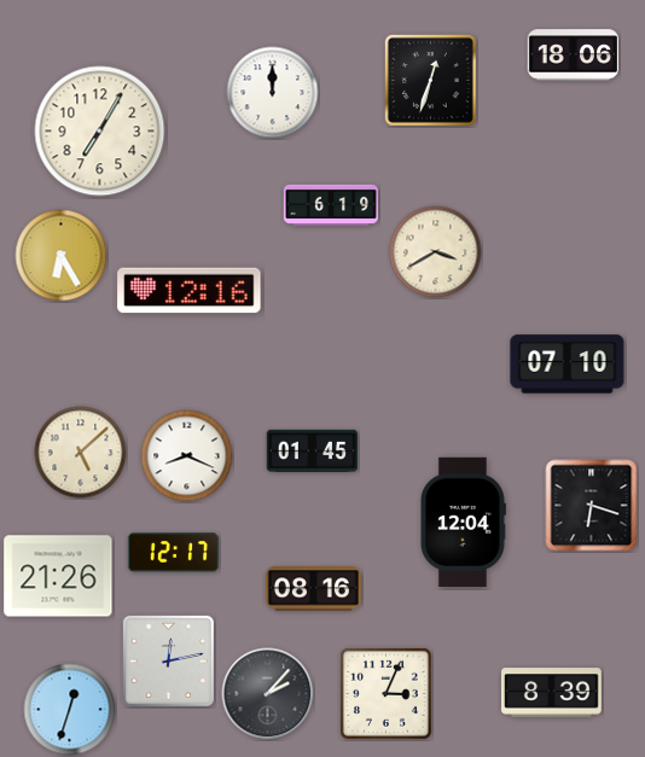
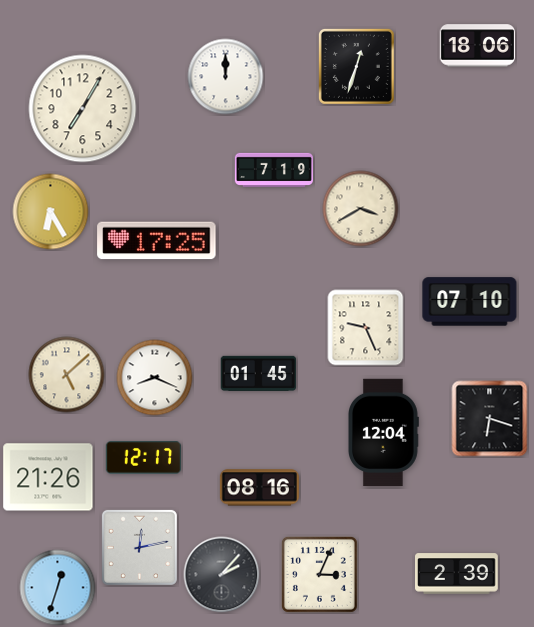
clock at (574, 56) position: (574, 56) -> (478, 46)
clock at (331, 205): 6:19 -> 7:19
clock at (190, 291): 12:16 -> 17:25
clock at (366, 328): none -> 9:26
clock at (552, 693): 8:39 -> 2:39
